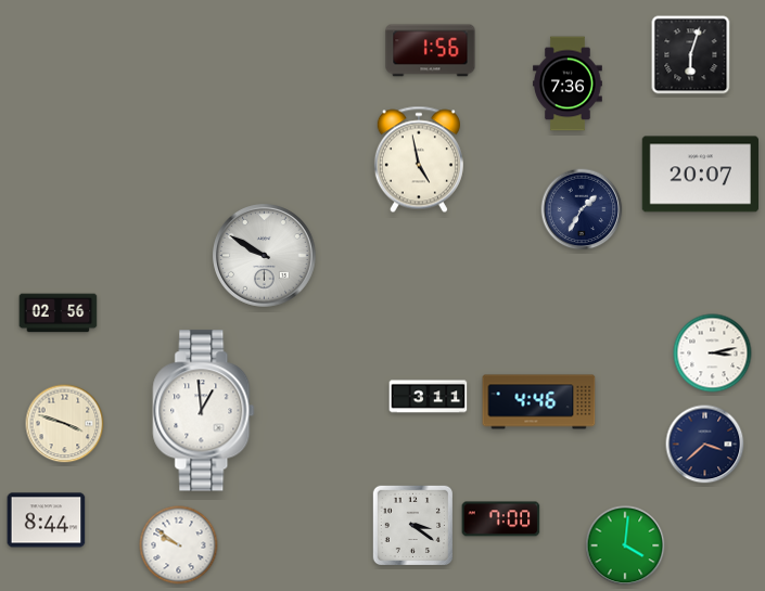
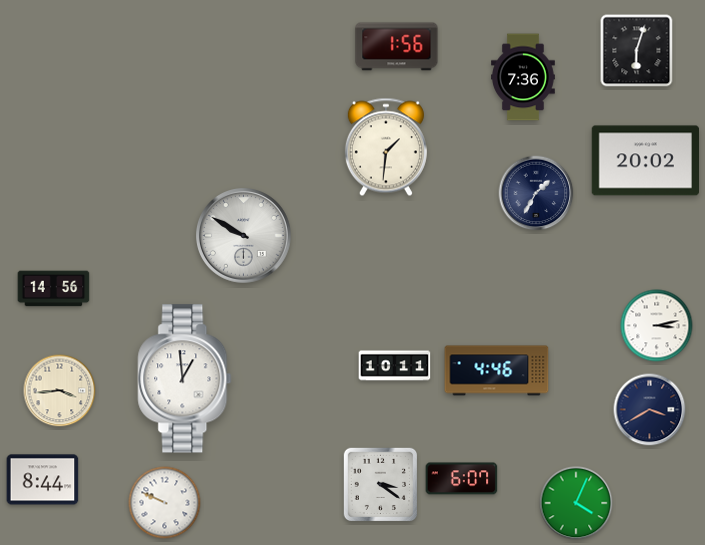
clock at (419, 159): 4:58 -> 1:31
clock at (700, 175): 20:07 -> 20:02
clock at (59, 313): 02:56 -> 14:56
clock at (429, 397): 3:11 -> 10:11
clock at (204, 411) position: (204, 411) -> (185, 379)
clock at (65, 424): 3:48 -> 3:44
clock at (705, 445): 3:38 -> 3:40
clock at (501, 519): 7:00 -> 6:07
clock at (179, 545): 9:51 -> 9:49
clock at (625, 545): 4:01 -> 4:04
